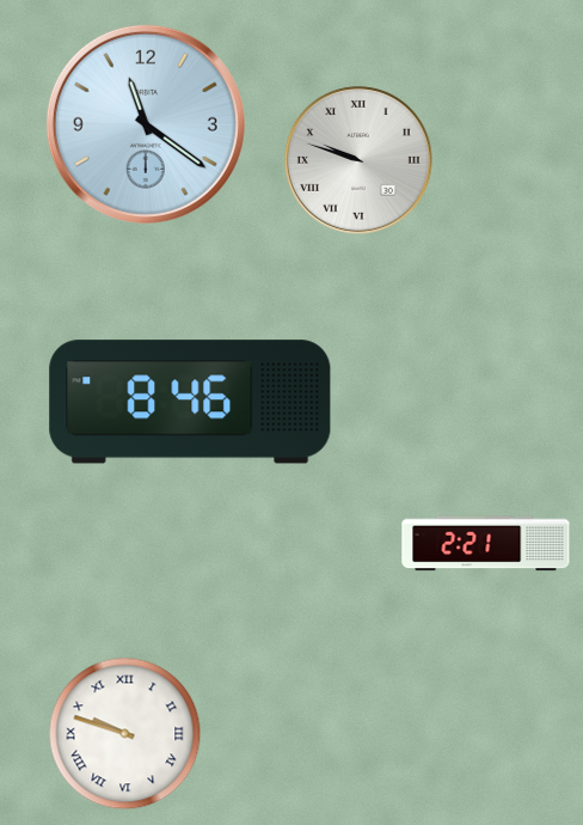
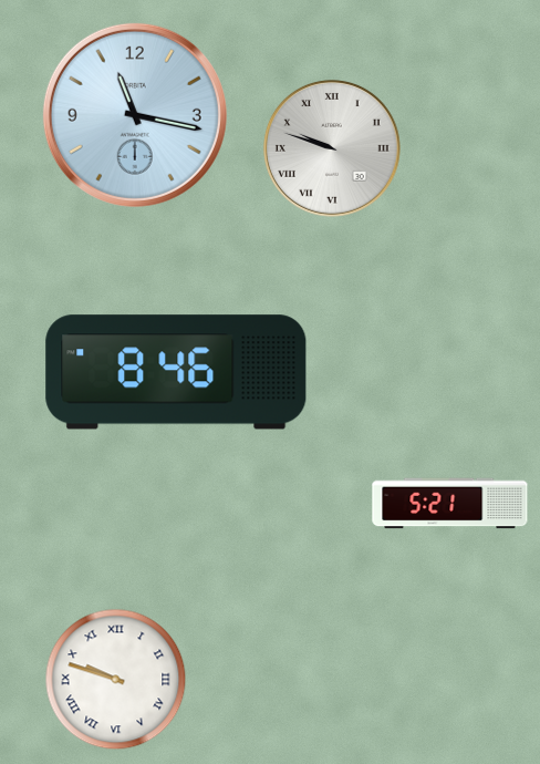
clock at (146, 124): 11:21 -> 11:17
clock at (486, 544): 2:21 -> 5:21
